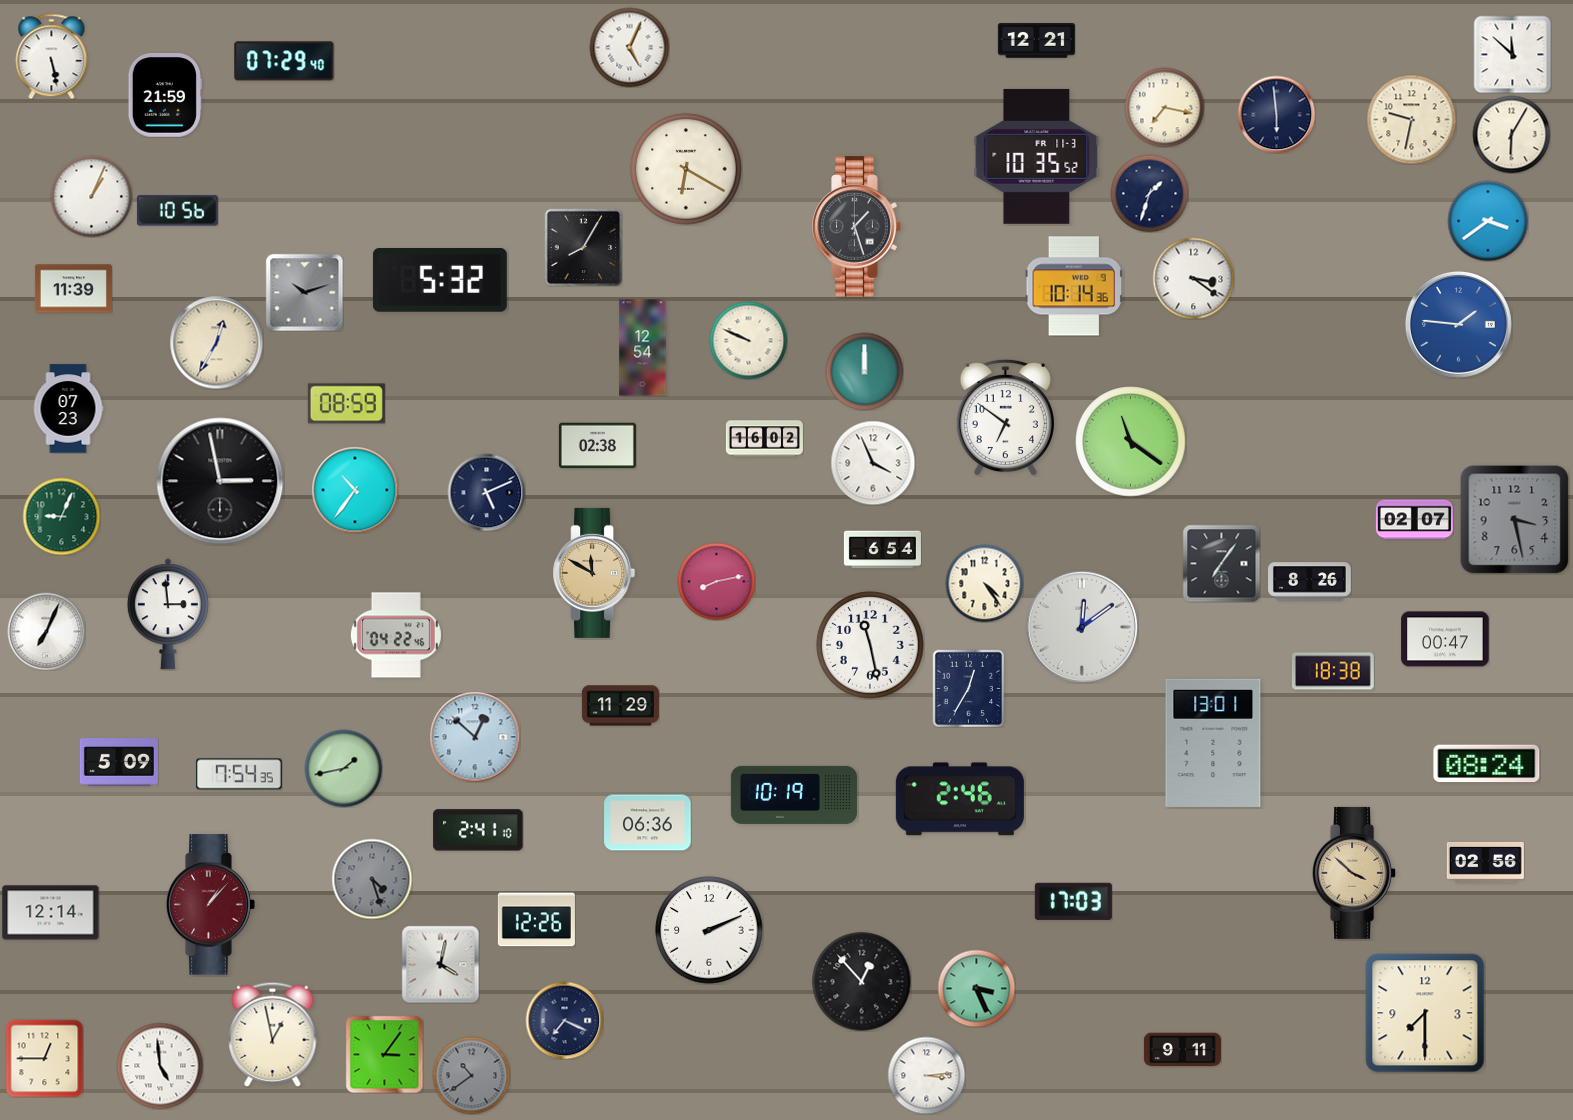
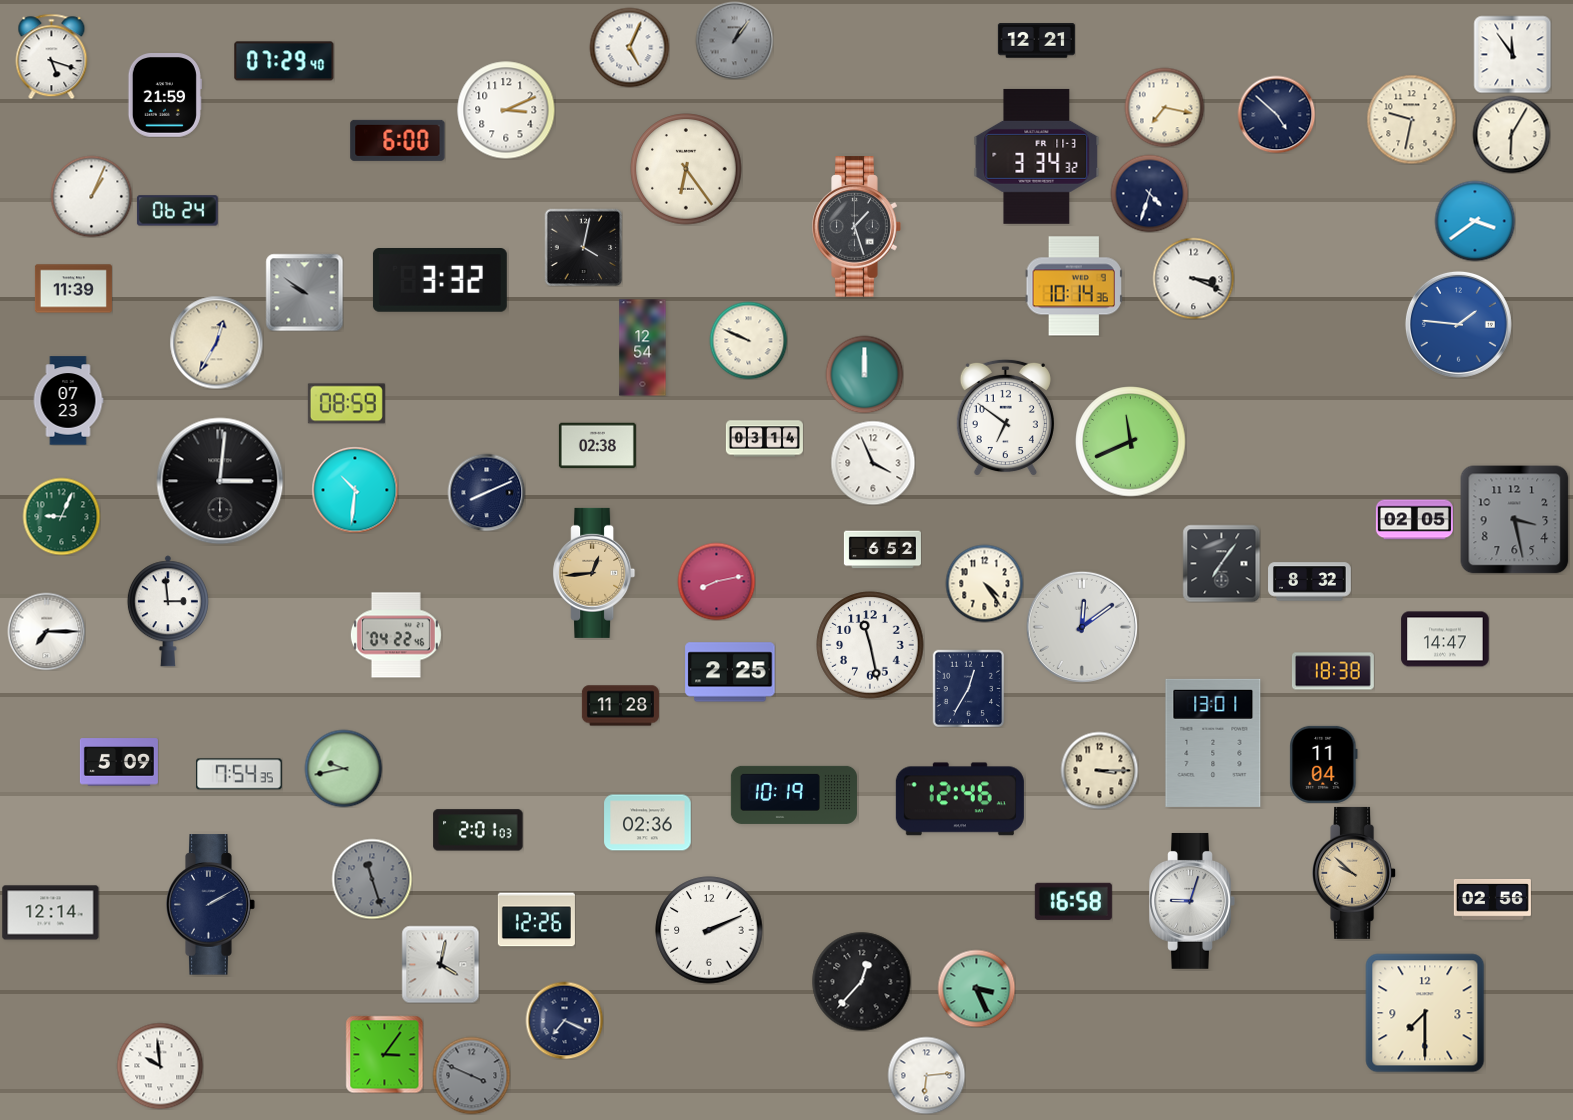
clock at (734, 40): none -> 1:06
clock at (1512, 54): 11:52 -> 11:54
clock at (52, 56): 5:28 -> 5:18
clock at (506, 110): none -> 3:11
clock at (1276, 114): 5:59 -> 4:52
clock at (398, 140): none -> 6:00
clock at (1037, 156): 10:35 -> 3:34
clock at (686, 169): 6:20 -> 6:24
clock at (1149, 193): 1:33 -> 4:33
clock at (177, 211): 10:56 -> 06:24
clock at (1488, 221) position: (1488, 221) -> (1475, 221)
clock at (583, 247): 8:05 -> 4:02
clock at (1193, 278): 3:21 -> 3:19
clock at (440, 281): 5:32 -> 3:32
clock at (304, 292): 10:12 -> 9:51
clock at (864, 371) position: (864, 371) -> (864, 374)
clock at (68, 409) position: (68, 409) -> (68, 401)
clock at (764, 439): 16:02 -> 03:14
clock at (1131, 442): 11:21 -> 11:41
clock at (220, 481): 2:58 -> 3:01
clock at (355, 490): 10:36 -> 10:31
clock at (486, 492): 5:11 -> 8:11
clock at (1414, 520): 02:07 -> 02:05
clock at (882, 550): 6:54 -> 6:52
clock at (594, 573): 11:50 -> 12:44
clock at (1310, 582): 8:26 -> 8:32
clock at (168, 614) position: (168, 614) -> (168, 611)
clock at (46, 631): 7:04 -> 7:15
clock at (1445, 639): 00:47 -> 14:47
clock at (730, 672): none -> 2:25
clock at (620, 706): 11:29 -> 11:28
clock at (475, 737): 12:52 -> none
clock at (1324, 764): none -> 11:04
clock at (1487, 764): 08:24 -> none
clock at (343, 768): 1:43 -> 9:43
clock at (1099, 770): none -> 3:15
clock at (960, 799): 2:46 -> 12:46
clock at (648, 823): 06:36 -> 02:36
clock at (478, 830): 2:41 -> 2:01
clock at (1485, 862) position: (1485, 862) -> (1492, 899)
clock at (1355, 873): 3:52 -> 9:52
clock at (372, 879): 4:27 -> 11:27
clock at (1073, 901): 17:03 -> 16:58
clock at (1192, 901): none -> 9:03
clock at (211, 905): 1:07 -> 2:10
clock at (211, 905) dial: burgundy -> navy
clock at (862, 982): 12:53 -> 12:37
clock at (273, 1034): 12:58 -> none
clock at (1182, 1050): 9:11 -> none
clock at (44, 1058): 12:45 -> none
clock at (160, 1066): 4:59 -> 9:59
clock at (471, 1075): 10:39 -> 3:49
clock at (926, 1075): 3:14 -> 6:14
